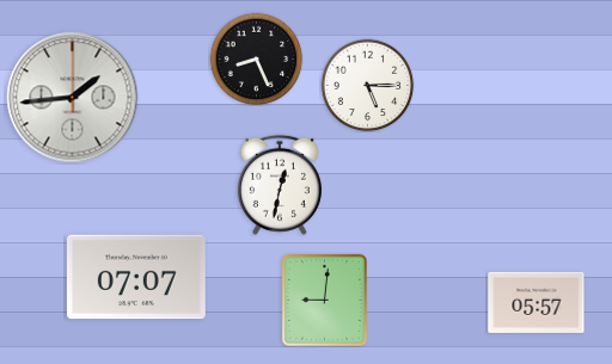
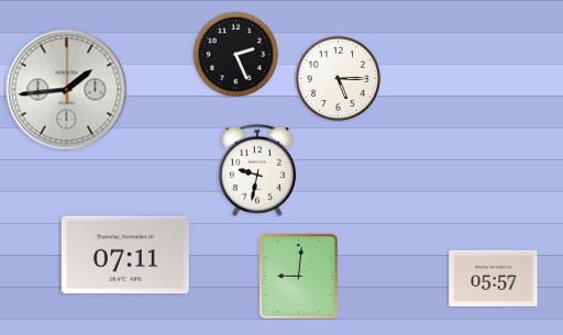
clock at (256, 58): 8:26 -> 2:26
clock at (280, 185): 12:32 -> 9:32
clock at (136, 277): 07:07 -> 07:11
